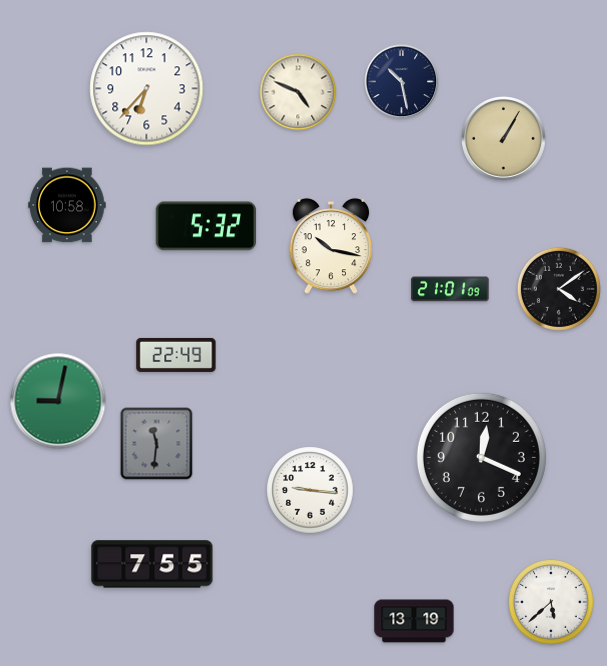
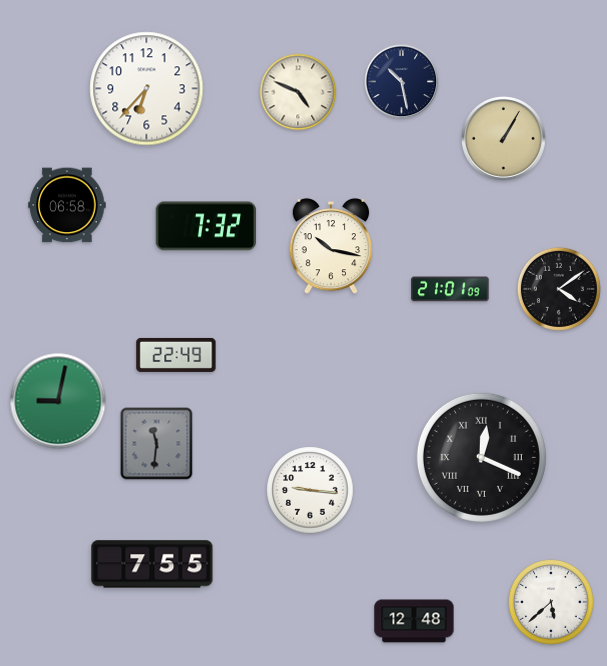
clock at (67, 205): 10:58 -> 06:58
clock at (206, 226): 5:32 -> 7:32
clock at (481, 457) numerals: Arabic -> Roman
clock at (414, 621): 13:19 -> 12:48
